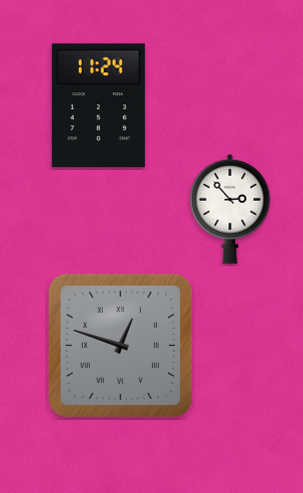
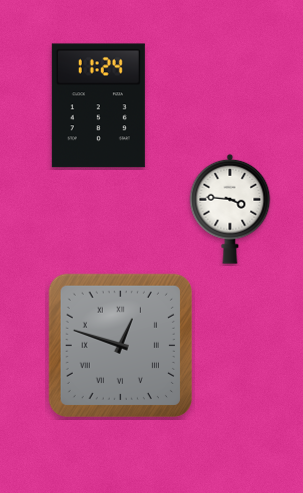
clock at (230, 209): 2:53 -> 3:46
